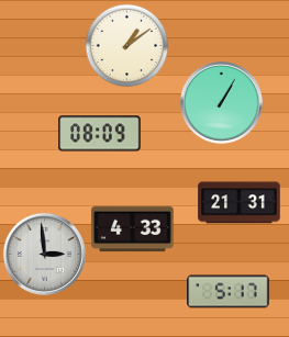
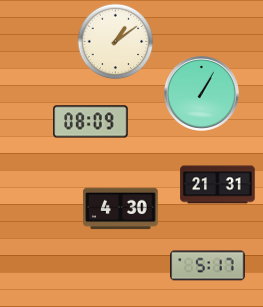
clock at (133, 229): 4:33 -> 4:30
clock at (44, 254): 2:59 -> none
